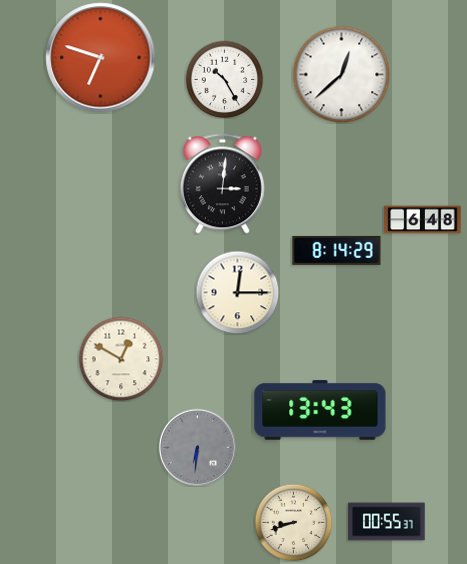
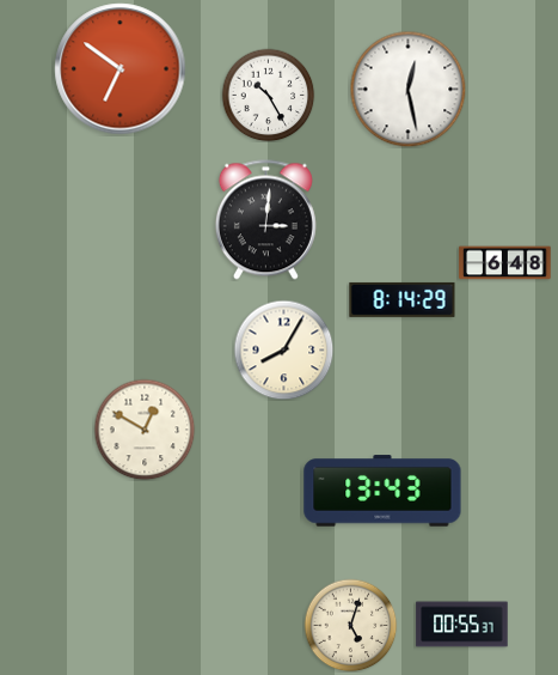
clock at (101, 58): 6:48 -> 6:51
clock at (341, 74): 12:38 -> 12:28
clock at (237, 292): 12:15 -> 8:05
clock at (197, 447): 6:31 -> none
clock at (293, 522): 8:42 -> 5:03
